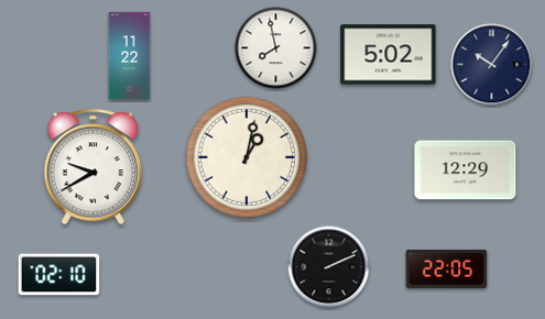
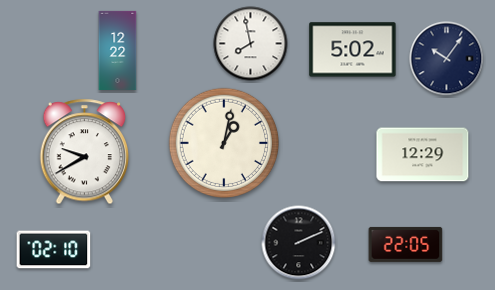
clock at (130, 55): 11:22 -> 12:22
